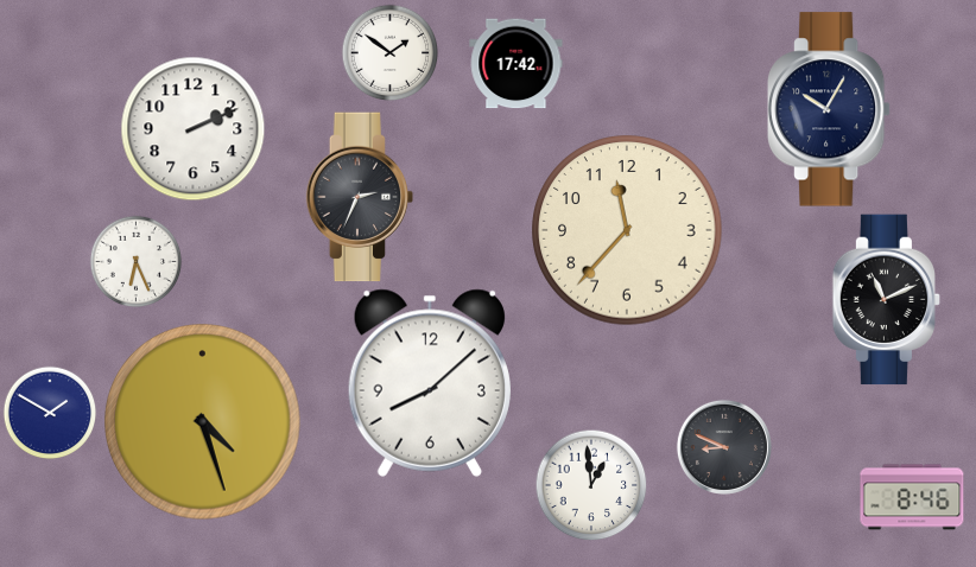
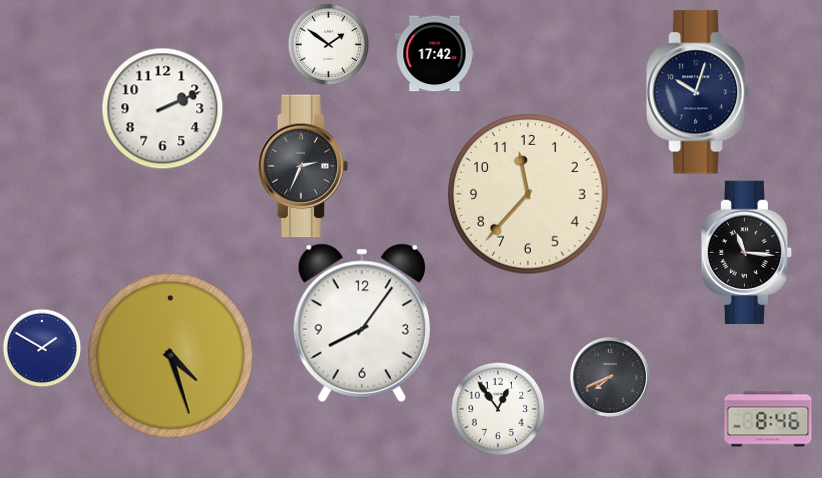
clock at (829, 109): 10:05 -> 10:03
clock at (135, 261): 6:26 -> none
clock at (887, 300): 11:11 -> 11:16
clock at (430, 383): 8:08 -> 8:06
clock at (724, 447): 8:49 -> 7:41
clock at (591, 485): 12:59 -> 12:54
